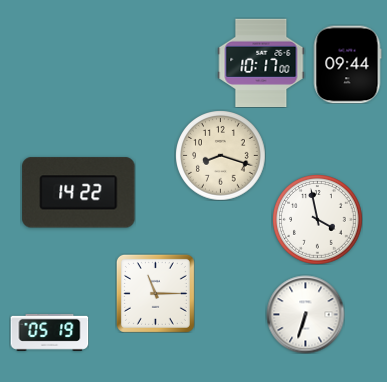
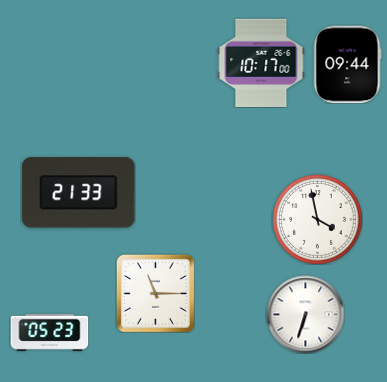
clock at (220, 155): 8:18 -> none
clock at (79, 193): 14:22 -> 21:33
clock at (49, 332): 05:19 -> 05:23
